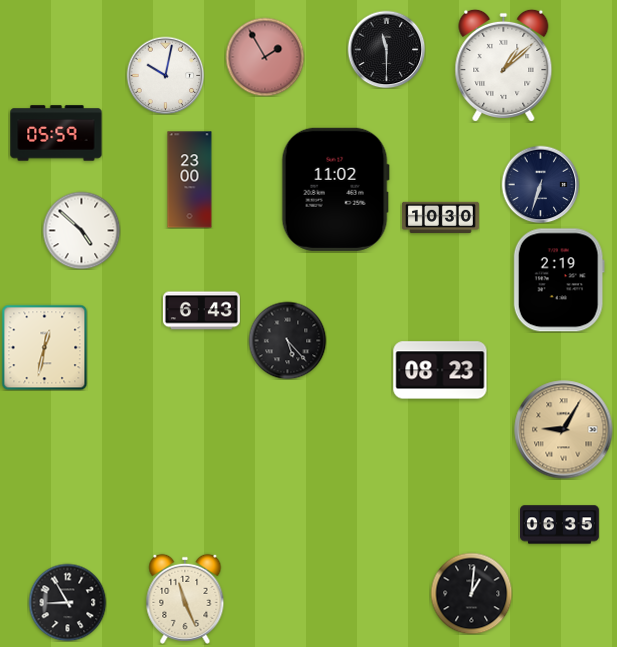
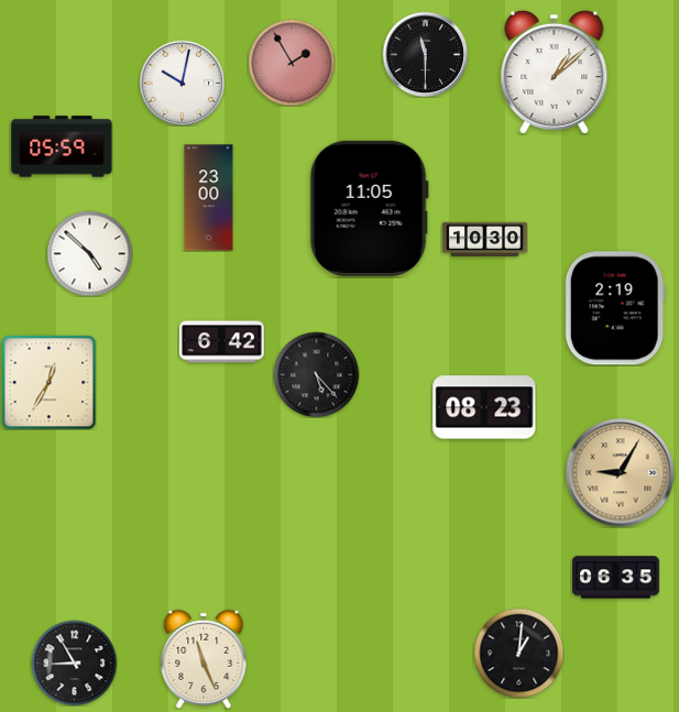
clock at (540, 184): 6:33 -> none
clock at (335, 189): 11:02 -> 11:05
clock at (201, 311): 6:43 -> 6:42
clock at (44, 347): 12:32 -> 12:35
